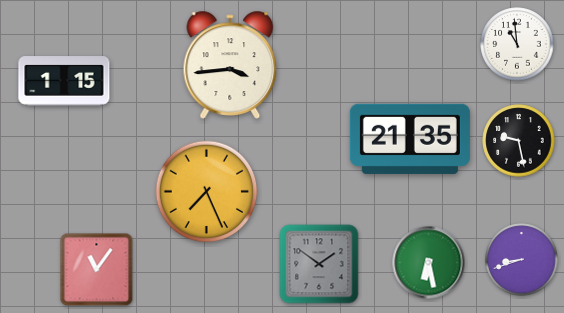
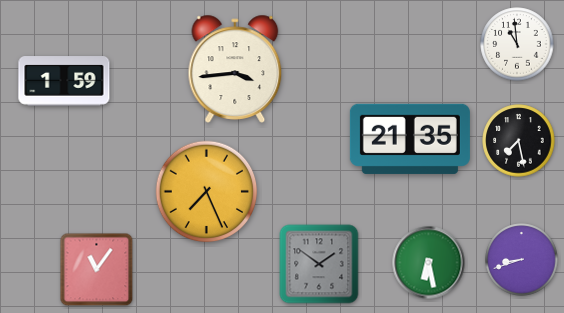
clock at (230, 65) position: (230, 65) -> (235, 69)
clock at (64, 81): 1:15 -> 1:59
clock at (519, 141): 9:28 -> 7:28
